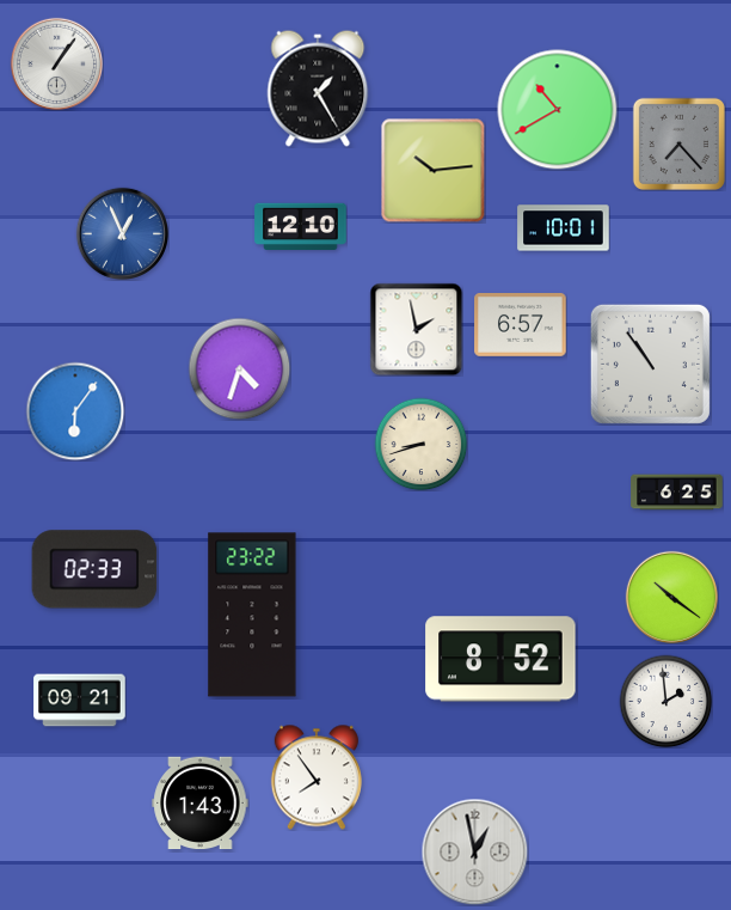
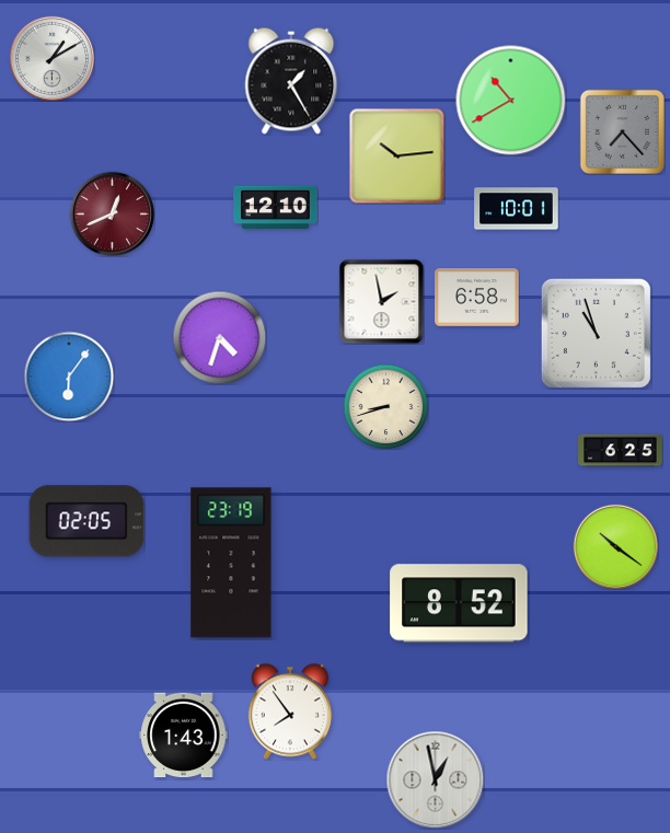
clock at (56, 63): 1:06 -> 1:10
clock at (122, 233): 12:56 -> 12:41
clock at (122, 233) dial: blue -> burgundy
clock at (521, 325): 6:57 -> 6:58
clock at (650, 364): 10:54 -> 10:57
clock at (94, 569): 02:33 -> 02:05
clock at (252, 615): 23:22 -> 23:19
clock at (80, 701): 09:21 -> none
clock at (665, 701): 1:59 -> none
